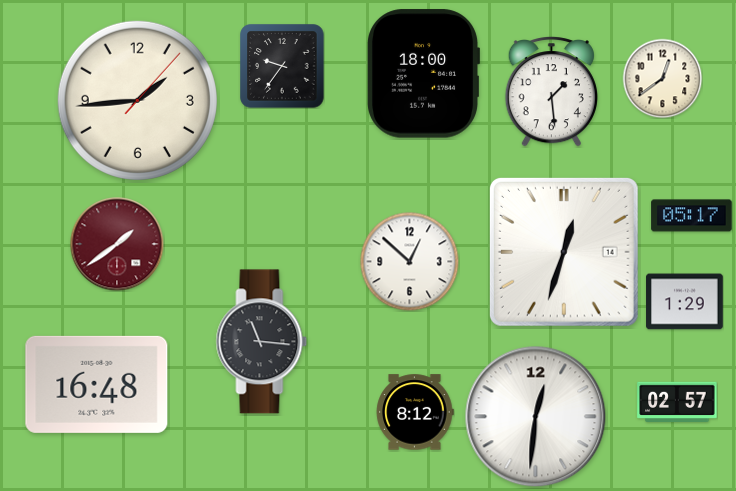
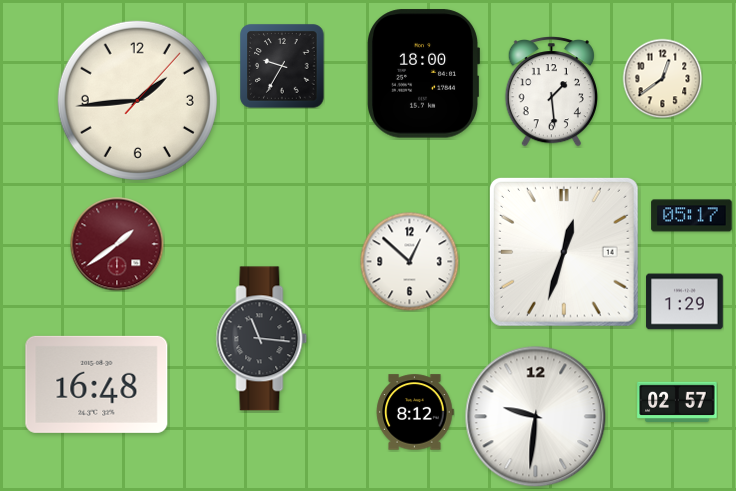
clock at (282, 66): 9:36 -> 9:35
clock at (262, 342) position: (262, 342) -> (262, 339)
clock at (536, 417): 12:31 -> 9:31
